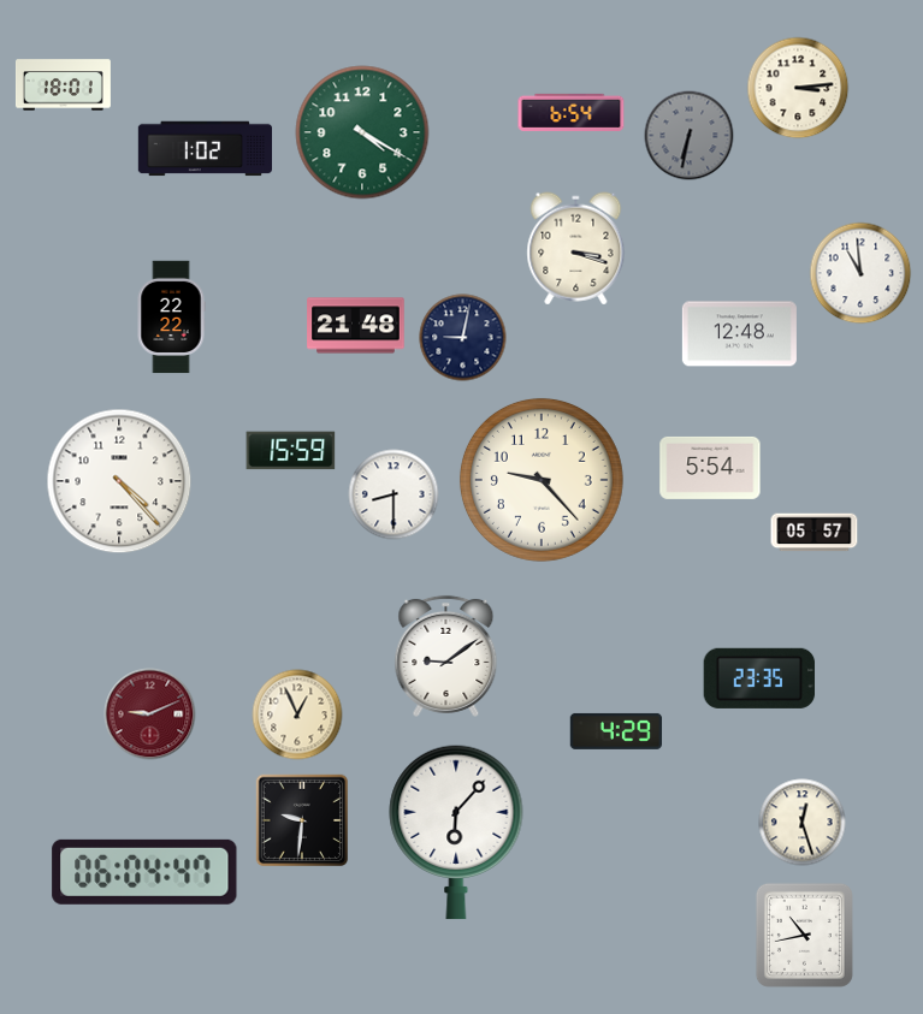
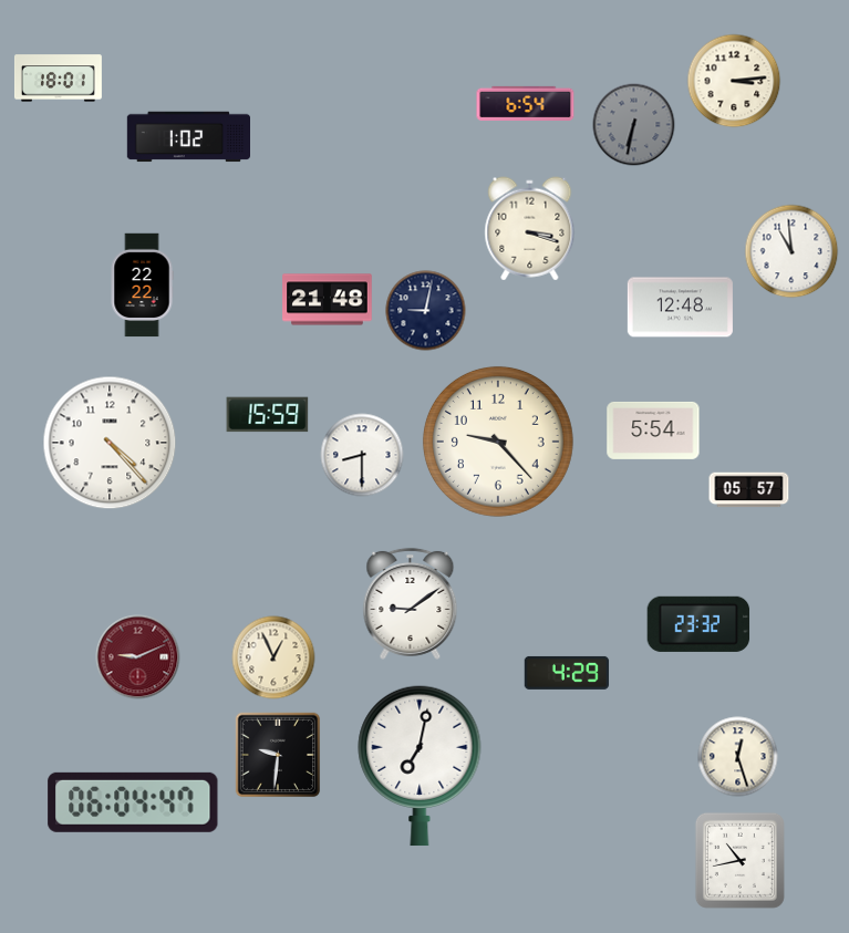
clock at (362, 132): 4:20 -> none
clock at (171, 318) position: (171, 318) -> (142, 286)
clock at (759, 678): 23:35 -> 23:32
clock at (456, 832): 6:07 -> 7:02
